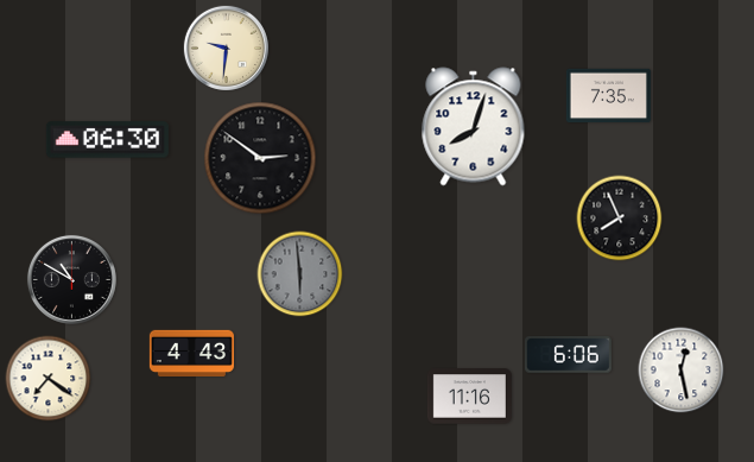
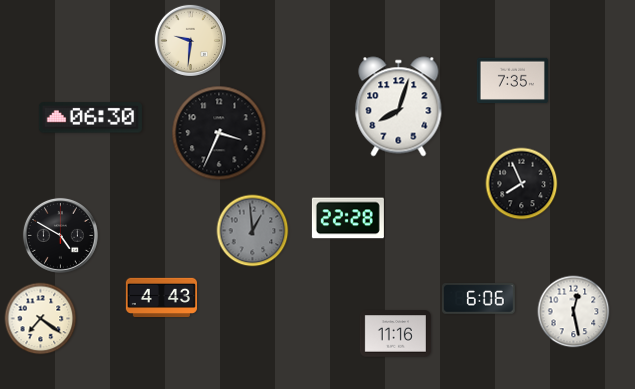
clock at (260, 158): 2:51 -> 3:34
clock at (348, 218): none -> 22:28
clock at (300, 274): 5:59 -> 12:59
clock at (71, 279): 10:50 -> 4:50
